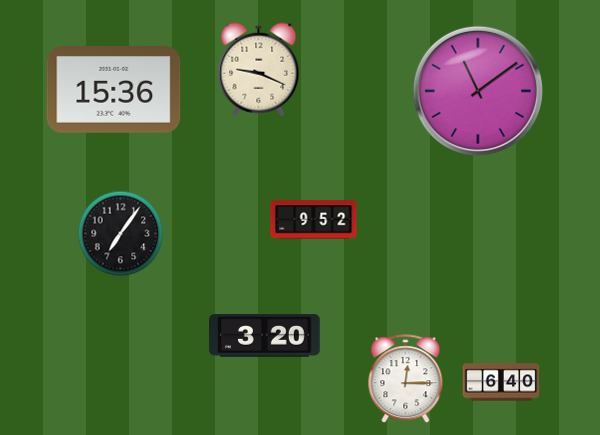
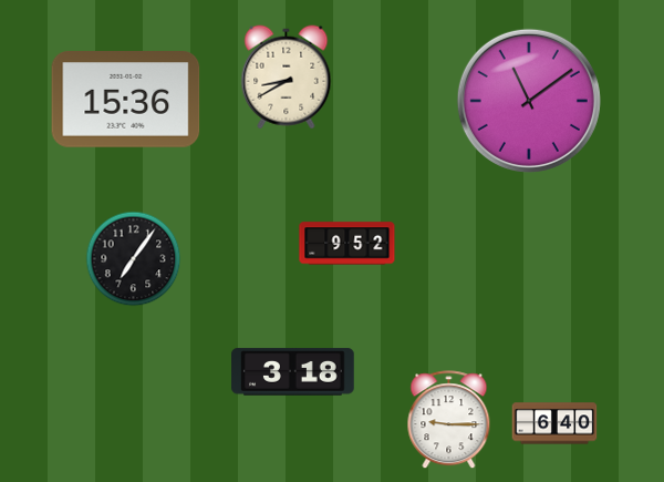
clock at (259, 70): 9:19 -> 8:40
clock at (265, 336): 3:20 -> 3:18
clock at (406, 379): 12:15 -> 9:15
